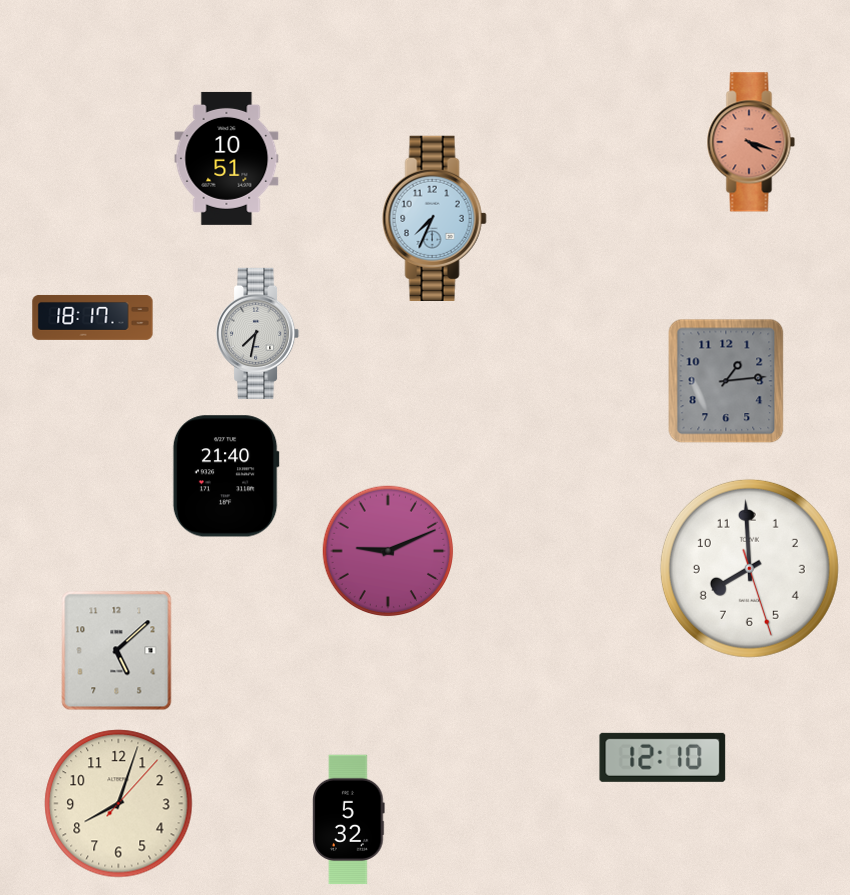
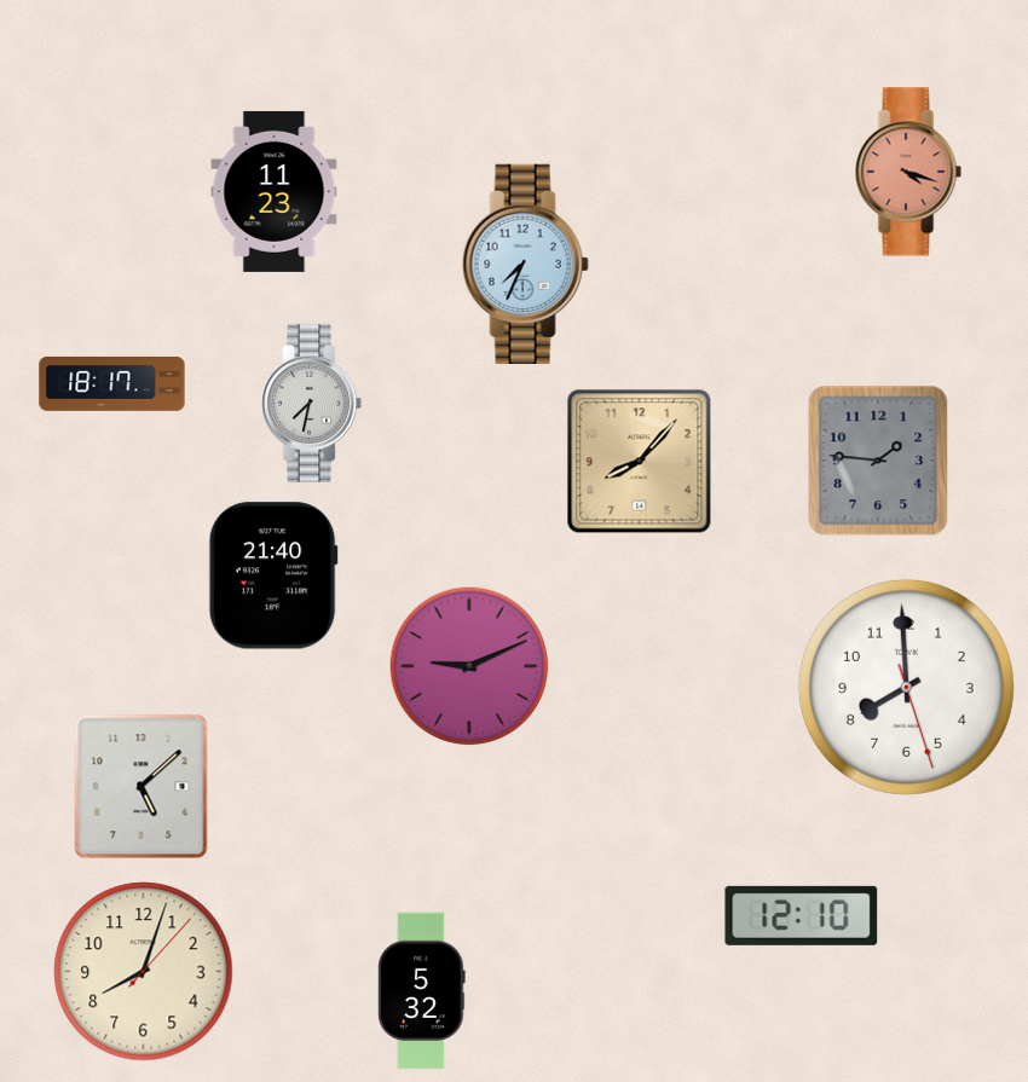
clock at (227, 158): 10:51 -> 11:23
clock at (726, 381): 1:14 -> 1:46
clock at (640, 462): none -> 8:07
